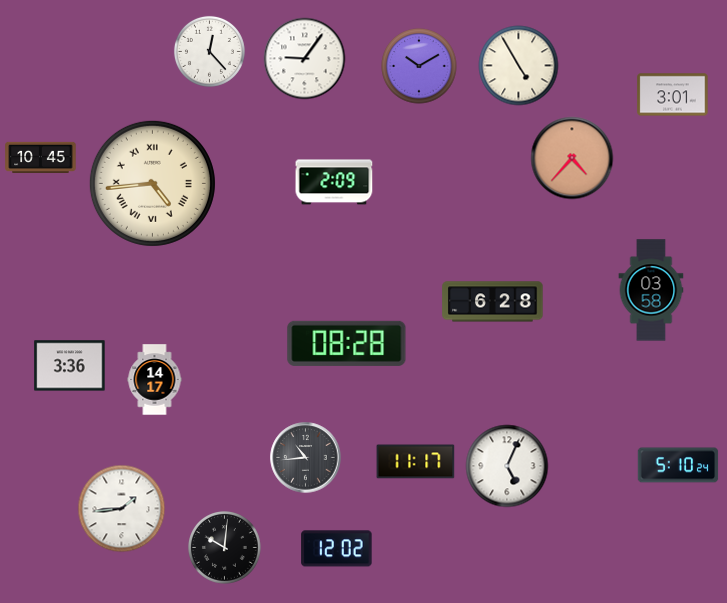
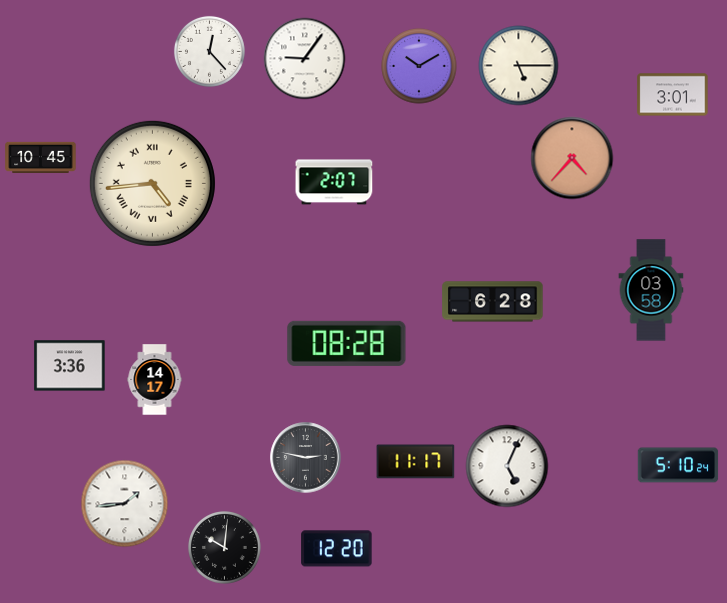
clock at (519, 66): 4:55 -> 5:15
clock at (334, 182): 2:09 -> 2:07
clock at (306, 458): 10:44 -> 2:47
clock at (122, 509) position: (122, 509) -> (125, 504)
clock at (337, 549): 12:02 -> 12:20
